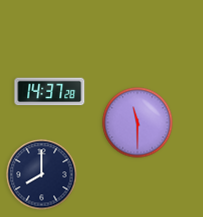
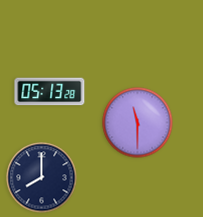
clock at (50, 92): 14:37 -> 05:13
clock at (42, 175) position: (42, 175) -> (42, 178)
